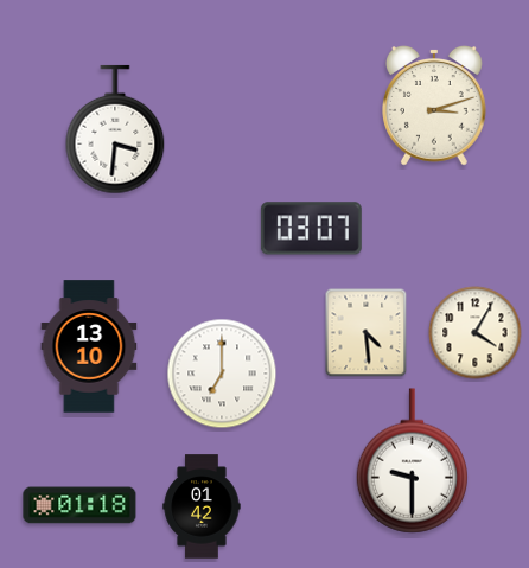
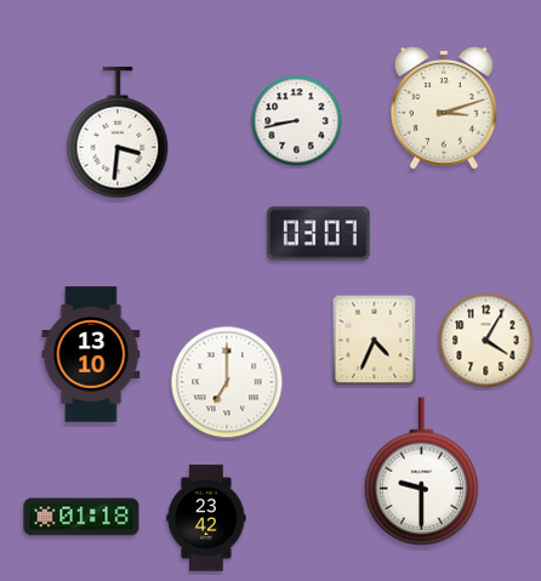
clock at (297, 121): none -> 8:43
clock at (367, 333): 4:29 -> 4:34
clock at (202, 506): 01:42 -> 23:42
